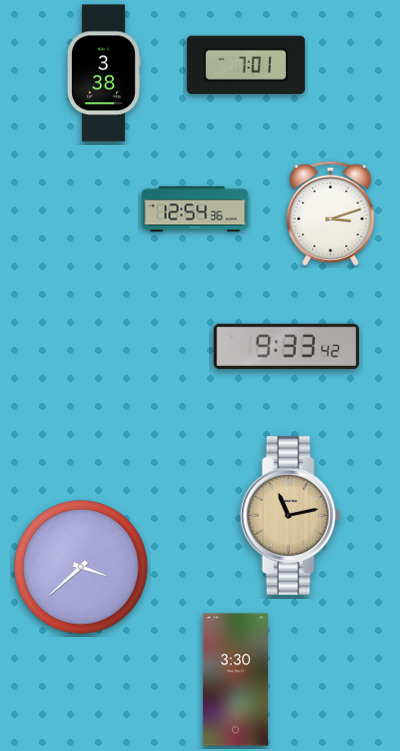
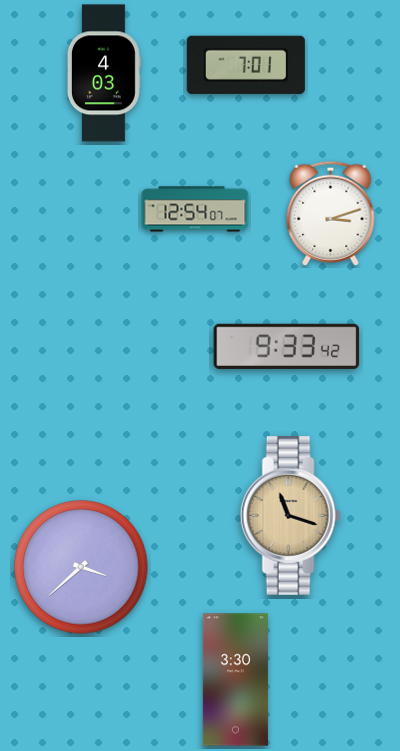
clock at (104, 73): 3:38 -> 4:03
clock at (195, 209): 12:54:36 -> 12:54:07
clock at (290, 515): 11:13 -> 11:18
